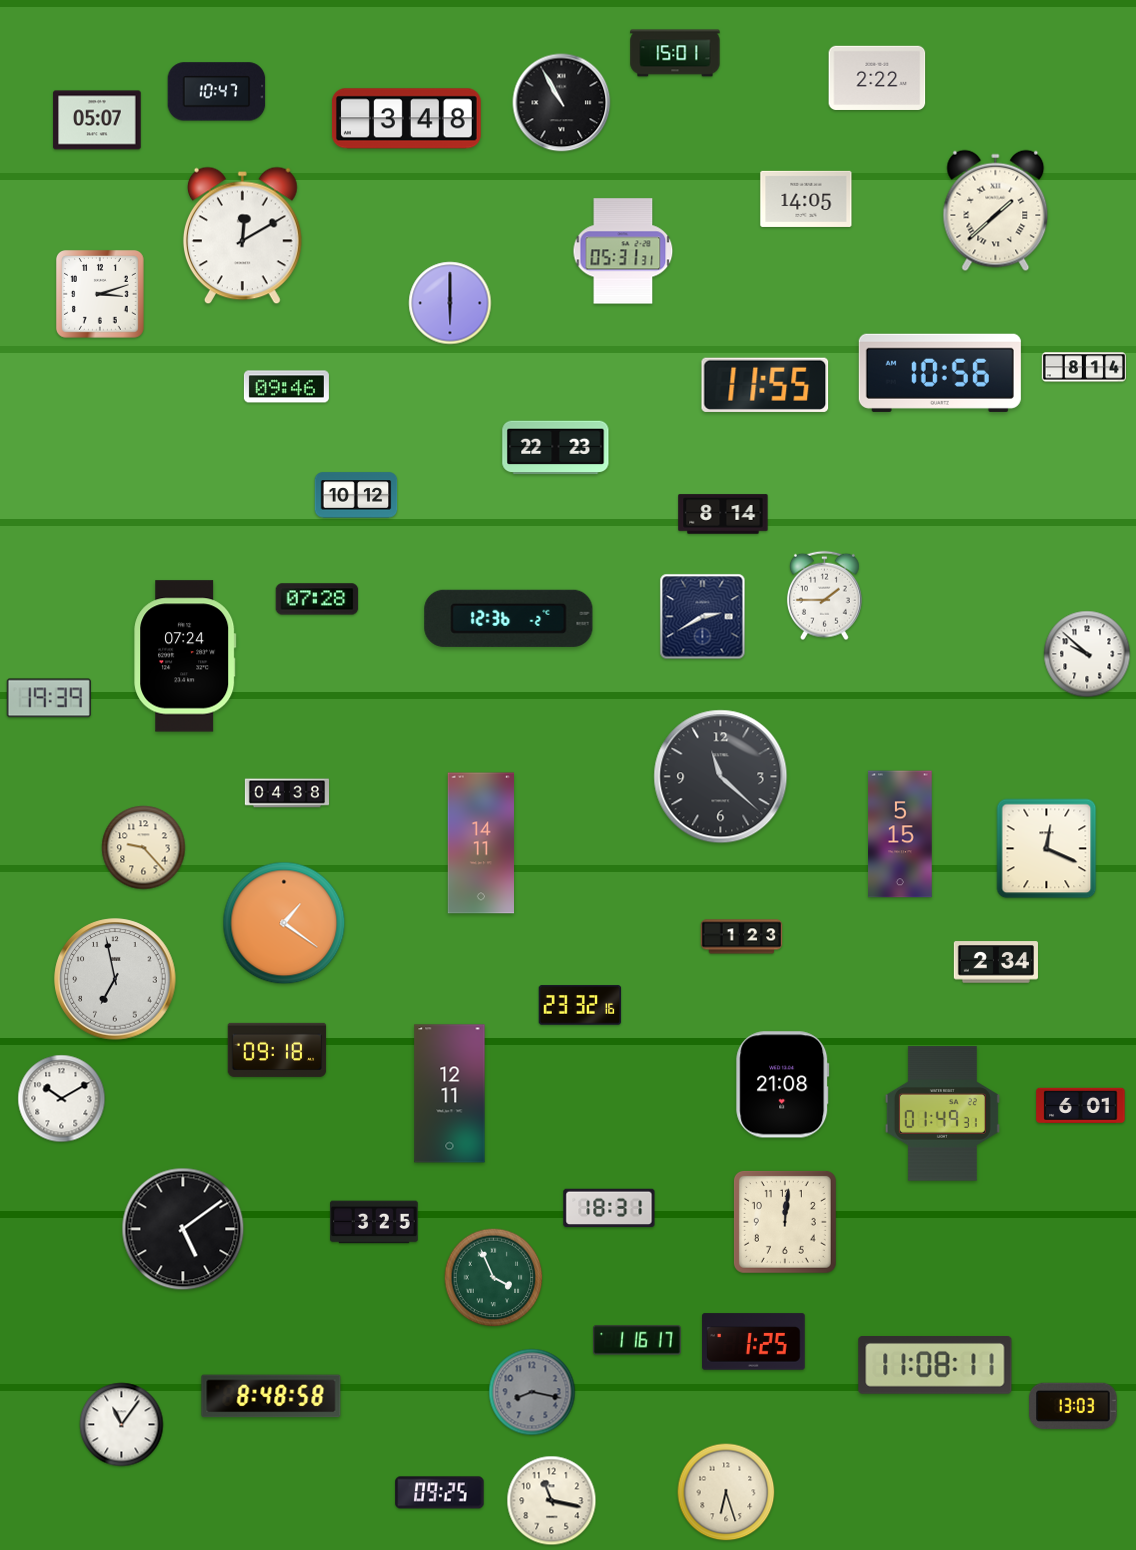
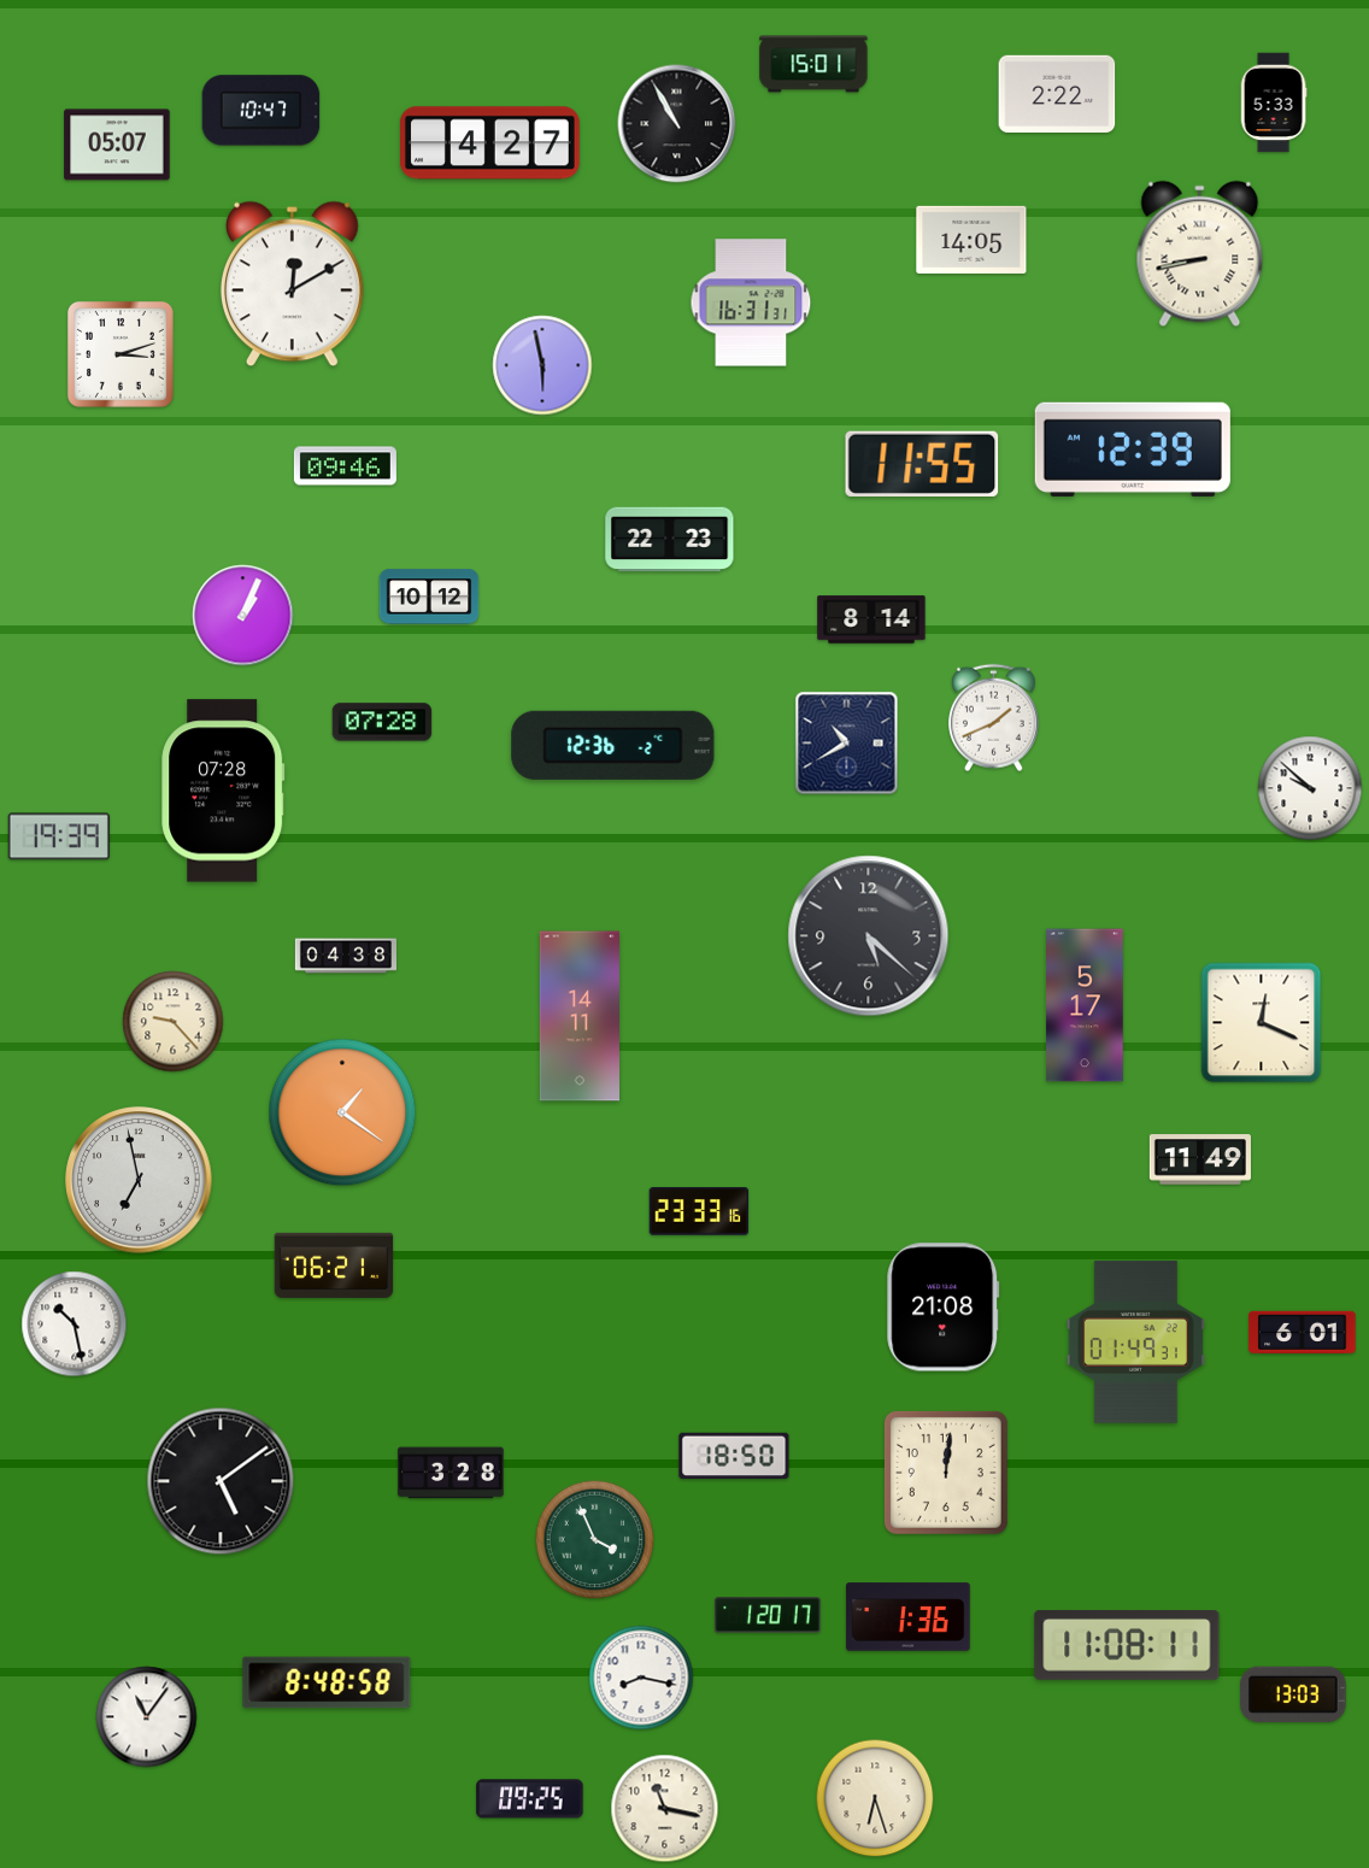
clock at (1274, 102): none -> 5:33
clock at (406, 119): 3:48 -> 4:27
clock at (996, 211): 1:38 -> 8:43
clock at (623, 251): 05:31 -> 16:31
clock at (450, 303): 6:00 -> 5:58
clock at (1084, 367): 8:14 -> none
clock at (940, 373): 10:56 -> 12:39
clock at (243, 616): none -> 1:04
clock at (824, 596): 1:45 -> 1:41
clock at (703, 617): 2:40 -> 10:40
clock at (185, 656): 07:24 -> 07:28
clock at (49, 698) position: (49, 698) -> (59, 836)
clock at (721, 777): 11:22 -> 5:22
clock at (900, 834): 5:15 -> 5:17
clock at (742, 937): 1:23 -> none
clock at (996, 962): 2:34 -> 11:49
clock at (580, 1005): 23:32 -> 23:33
clock at (277, 1050): 09:18 -> 06:21
clock at (450, 1094): 12:11 -> none
clock at (62, 1099): 10:10 -> 10:28
clock at (609, 1208): 18:31 -> 18:50
clock at (374, 1222): 3:25 -> 3:28
clock at (637, 1340): 1:16 -> 1:20
clock at (754, 1342): 1:25 -> 1:36
clock at (532, 1392) dial: grey -> white
